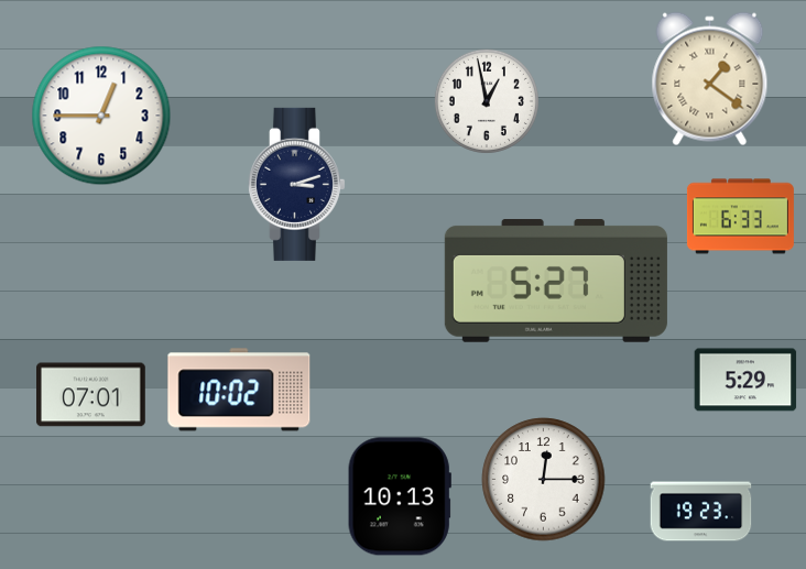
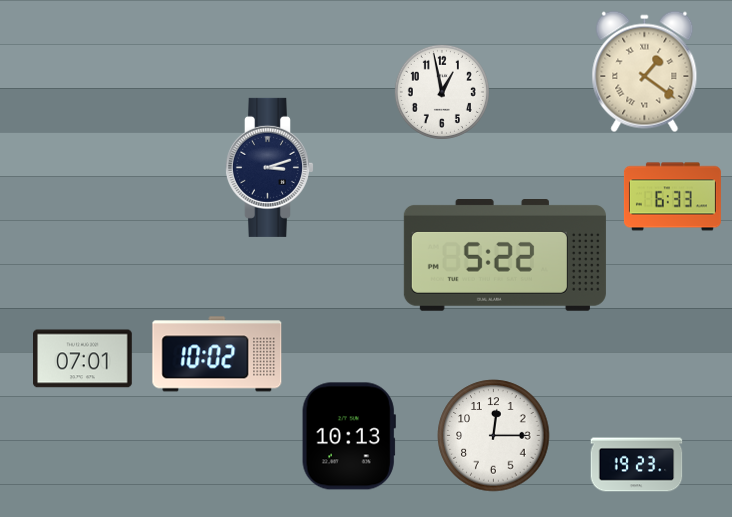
clock at (101, 116): 12:45 -> none
clock at (556, 282): 5:27 -> 5:22
clock at (745, 380): 5:29 -> none
clock at (400, 496) position: (400, 496) -> (349, 436)
